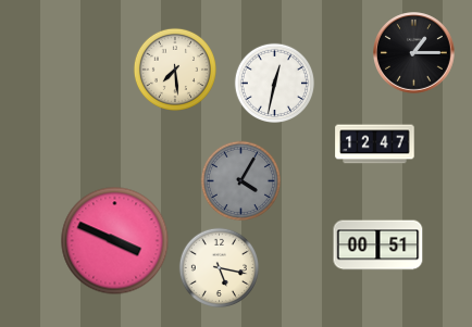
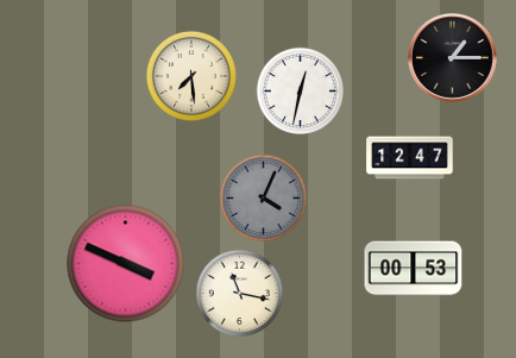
clock at (240, 180): 4:05 -> 4:04
clock at (378, 246): 00:51 -> 00:53
clock at (219, 267): 5:17 -> 11:17
